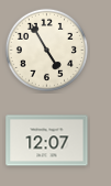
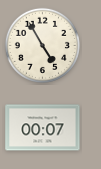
clock at (47, 141): 12:07 -> 00:07
